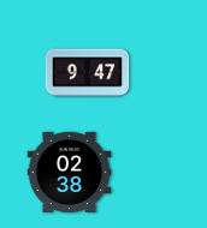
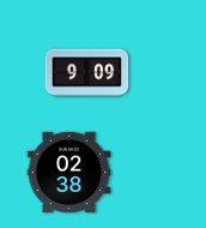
clock at (88, 73): 9:47 -> 9:09
